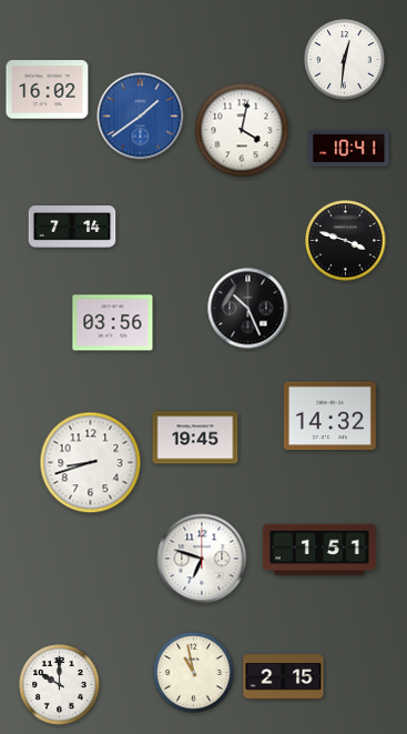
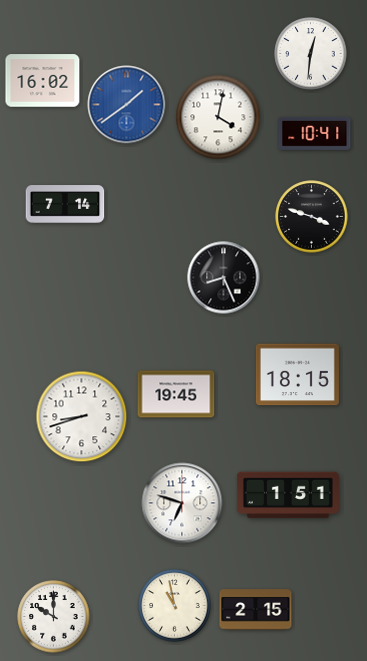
clock at (248, 309): 10:26 -> 8:26
clock at (113, 323): 03:56 -> none
clock at (329, 416): 14:32 -> 18:15
